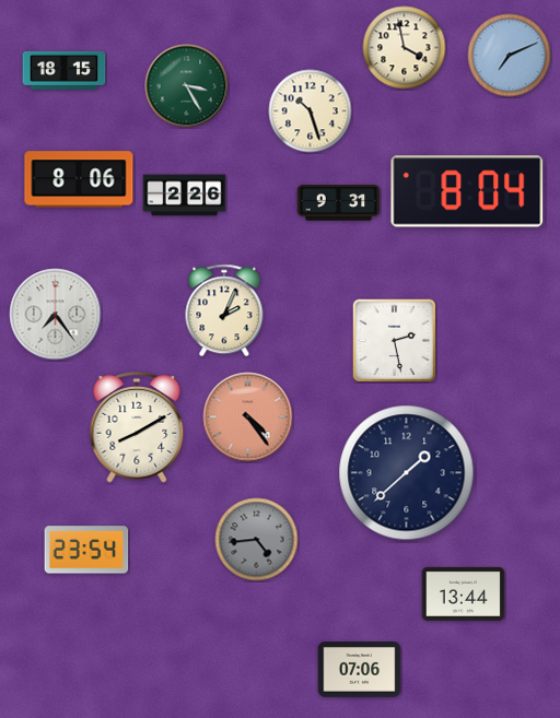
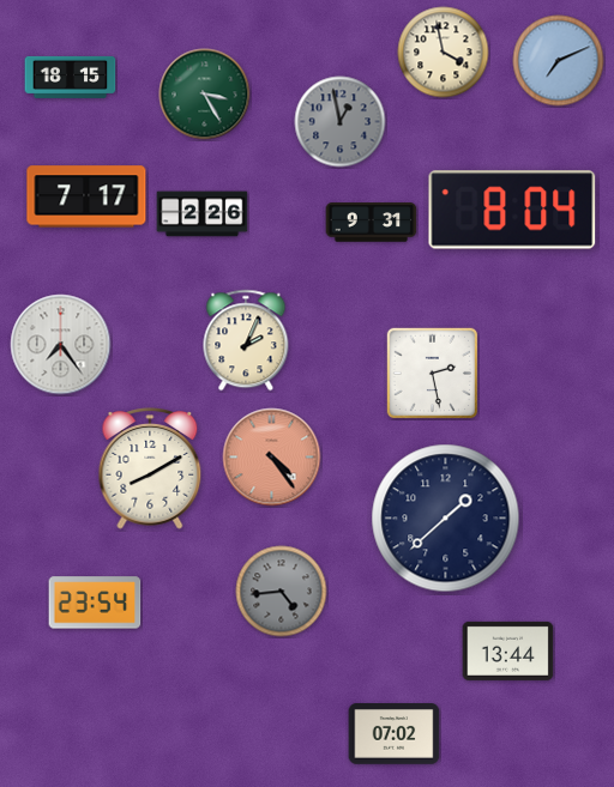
clock at (311, 111): 10:27 -> 12:58
clock at (311, 111) dial: cream -> grey
clock at (79, 179): 8:06 -> 7:17
clock at (360, 670): 07:06 -> 07:02
